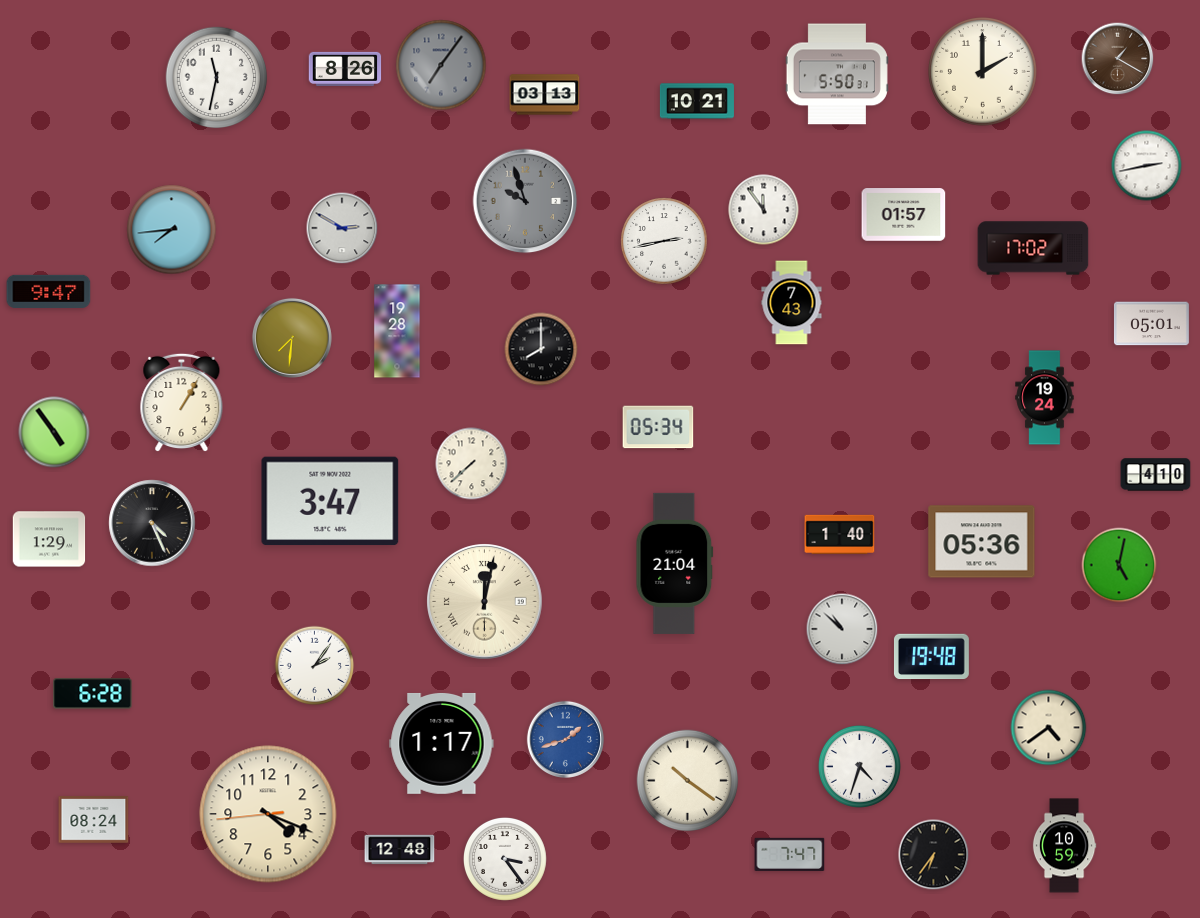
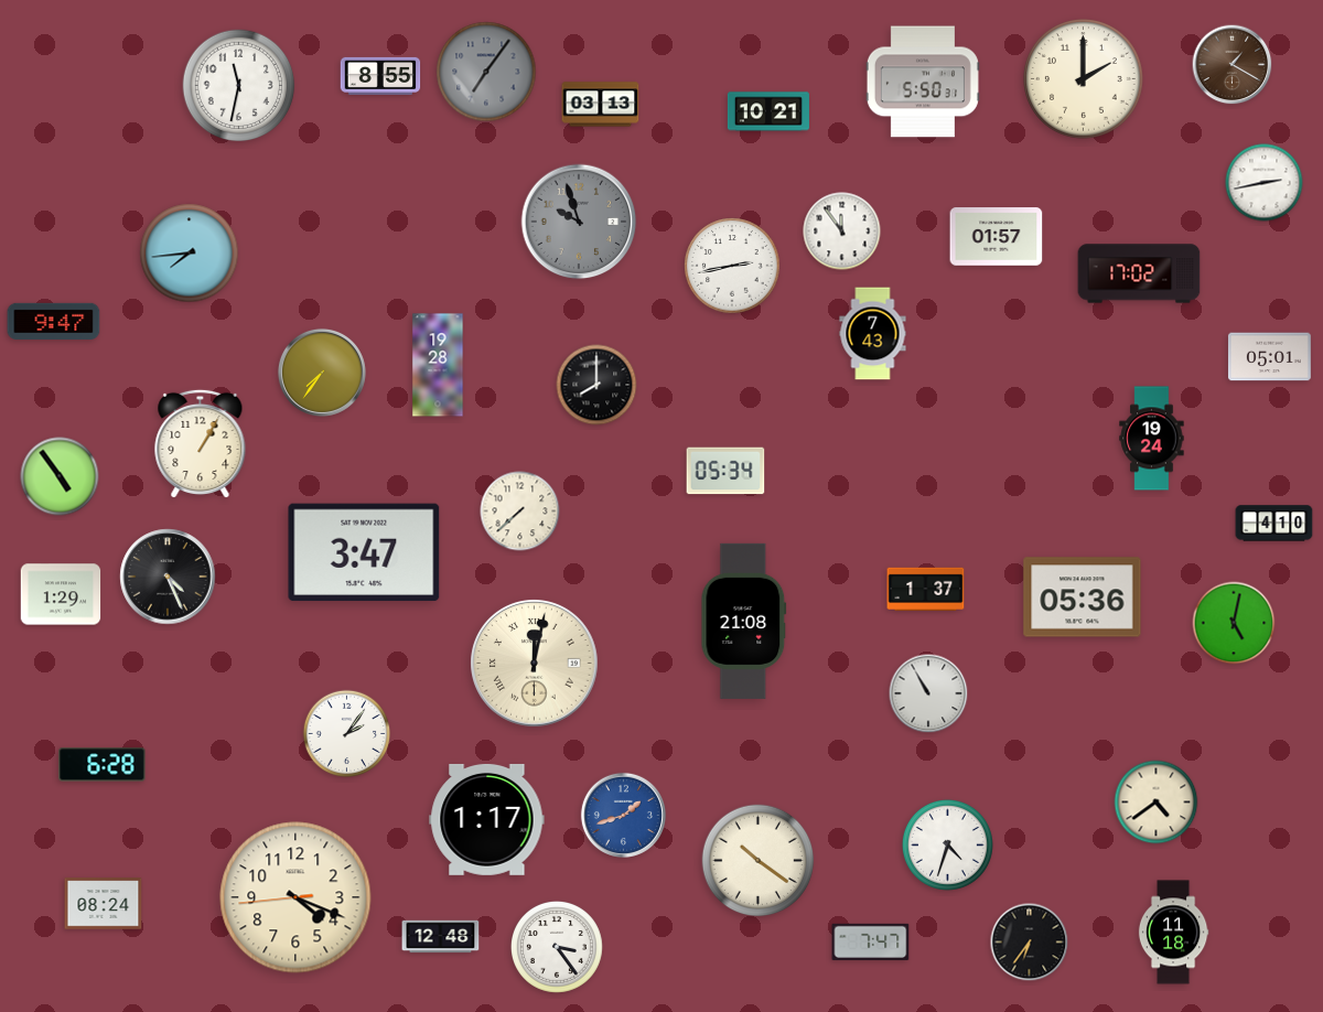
clock at (345, 69): 8:26 -> 8:55
clock at (342, 228): 2:50 -> none
clock at (292, 338): 7:31 -> 7:36
clock at (840, 535): 1:40 -> 1:37
clock at (49, 539) position: (49, 539) -> (61, 594)
clock at (675, 563): 21:04 -> 21:08
clock at (842, 629): 10:52 -> 10:55
clock at (931, 657): 19:48 -> none
clock at (1064, 846): 10:59 -> 11:18
